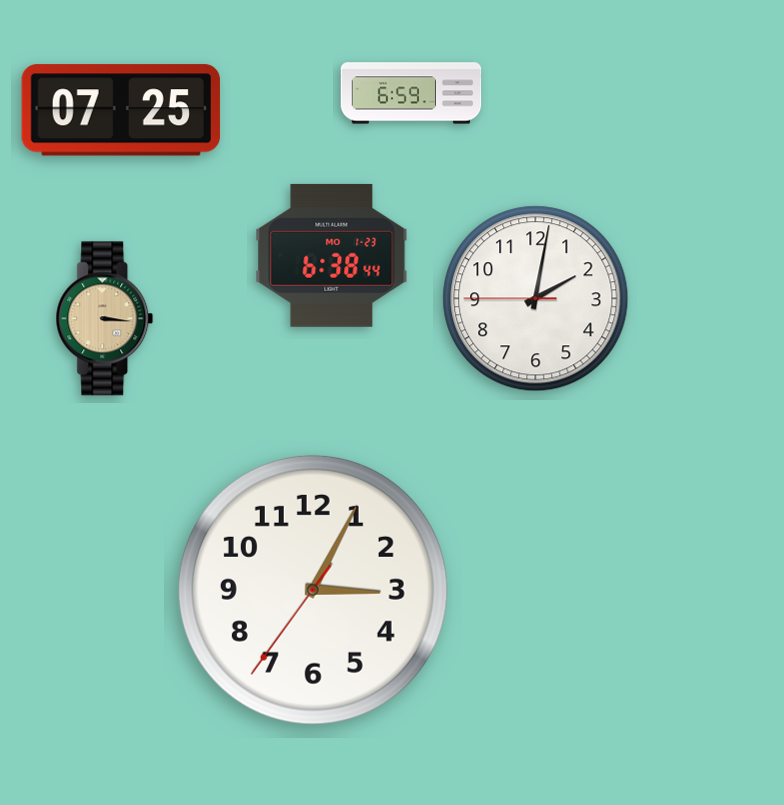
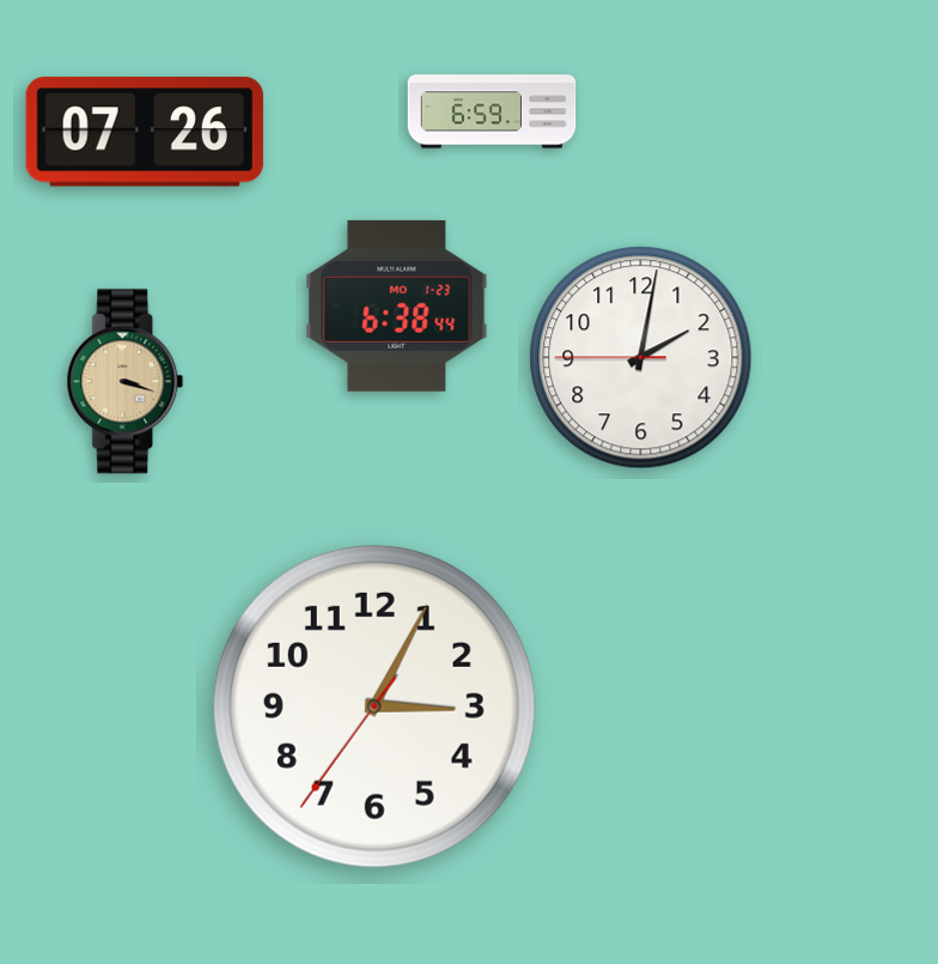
clock at (121, 110): 07:25 -> 07:26
clock at (105, 319): 3:16 -> 3:18
